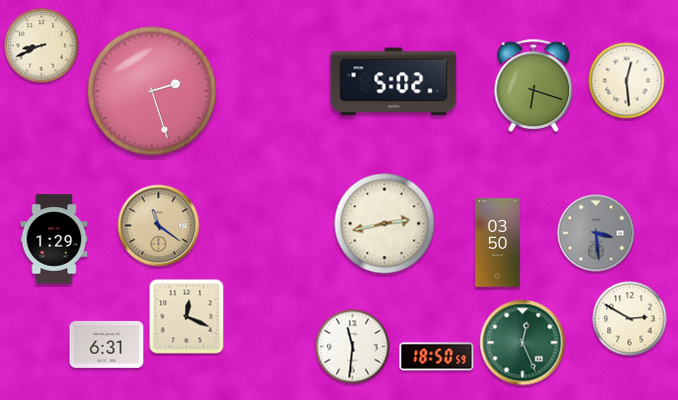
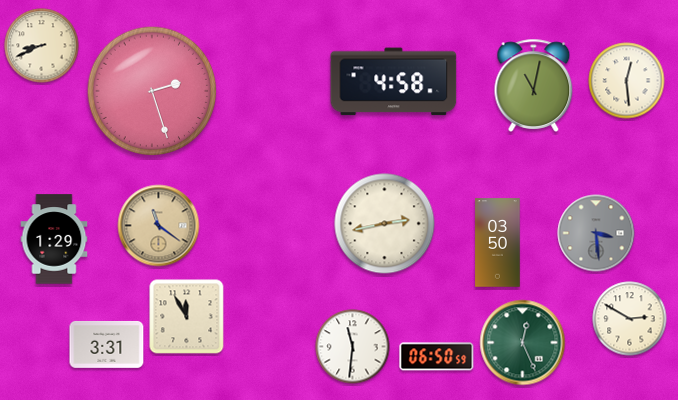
clock at (394, 82): 5:02 -> 4:58
clock at (534, 85): 6:18 -> 11:02
clock at (187, 317): 12:19 -> 11:55
clock at (107, 344): 6:31 -> 3:31
clock at (437, 357): 18:50 -> 06:50
